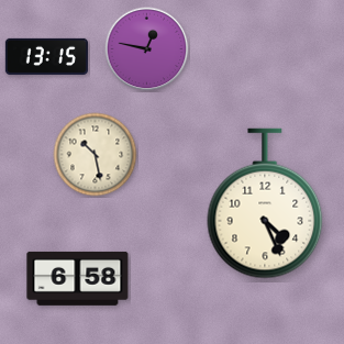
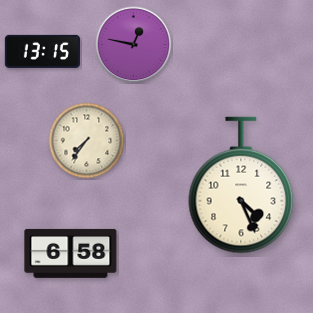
clock at (96, 155): 10:28 -> 7:36
